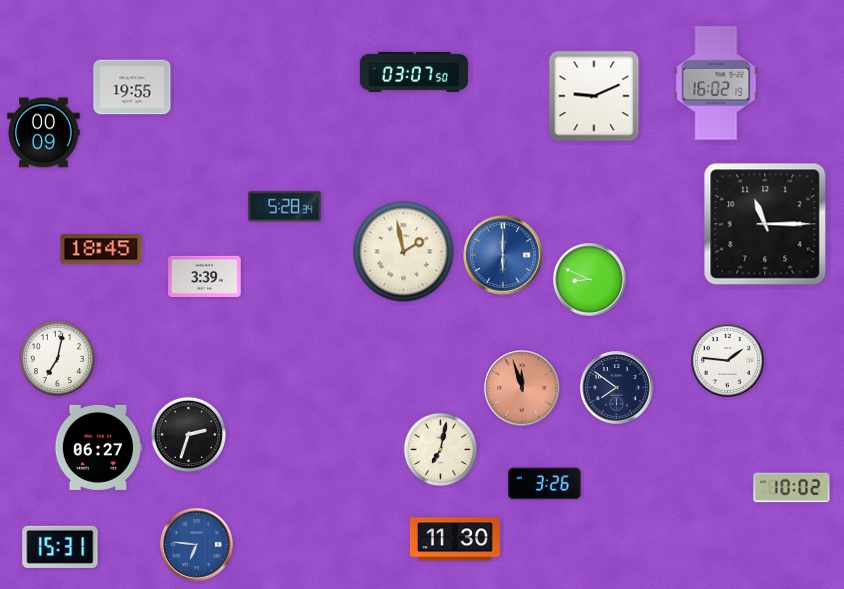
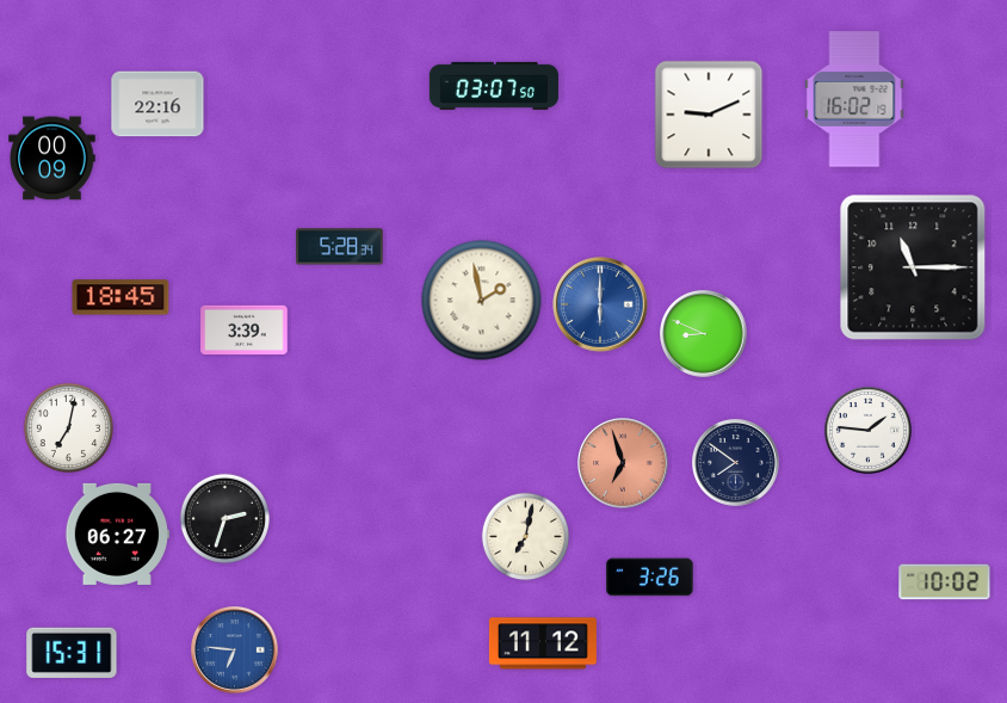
clock at (132, 87): 19:55 -> 22:16
clock at (523, 389): 11:57 -> 6:57
clock at (455, 539): 11:30 -> 11:12
